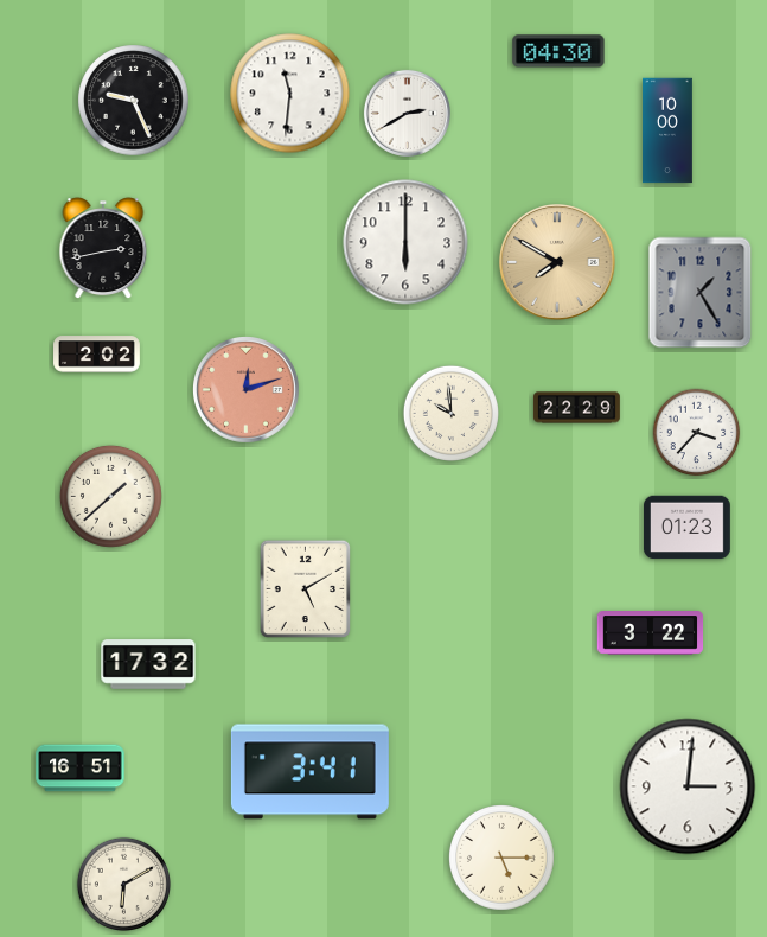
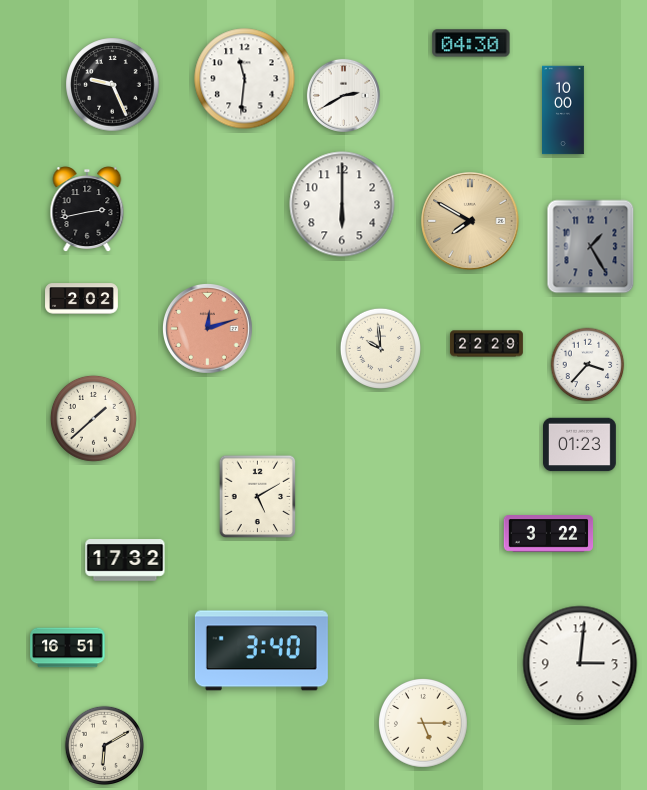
clock at (309, 772): 3:41 -> 3:40
